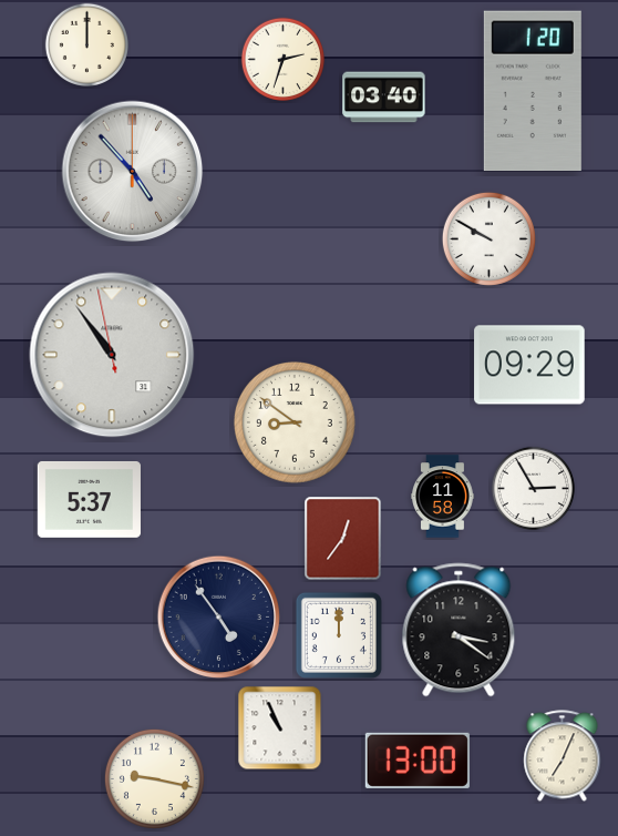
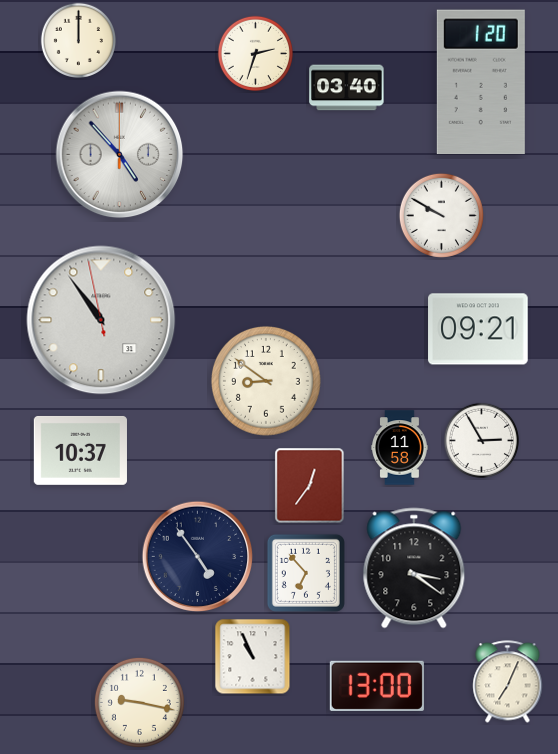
clock at (529, 365): 09:29 -> 09:21
clock at (89, 499): 5:37 -> 10:37
clock at (339, 635): 12:00 -> 6:53
